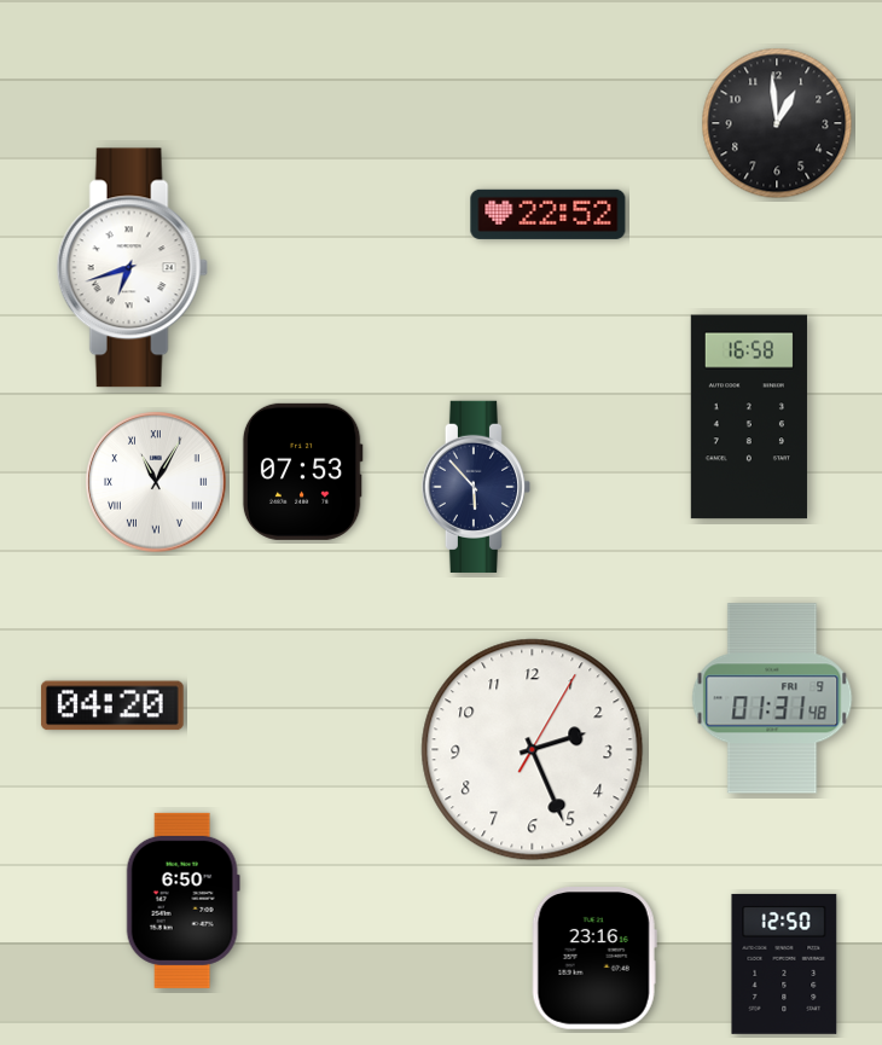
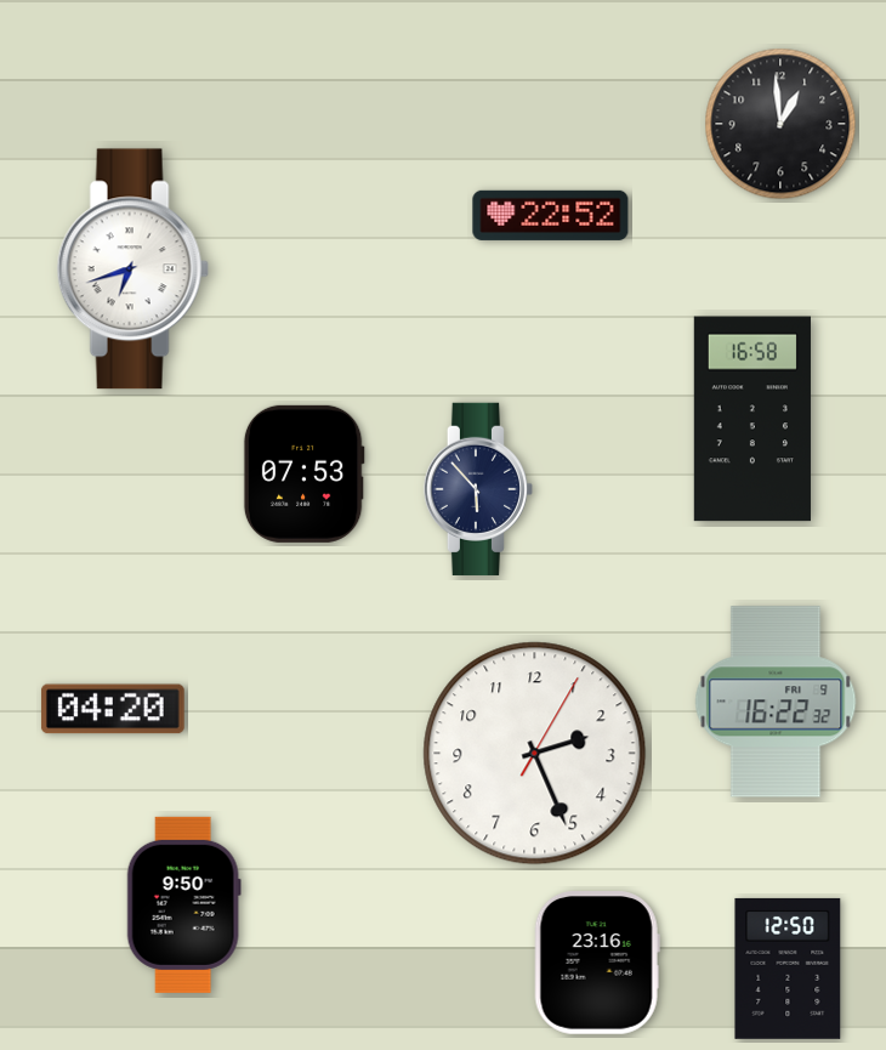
clock at (156, 482): 11:05 -> none
clock at (772, 698): 01:31 -> 16:22
clock at (182, 900): 6:50 -> 9:50
